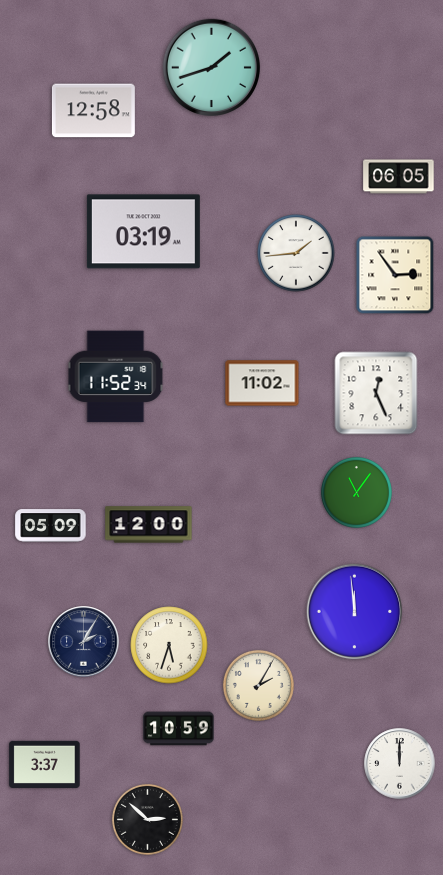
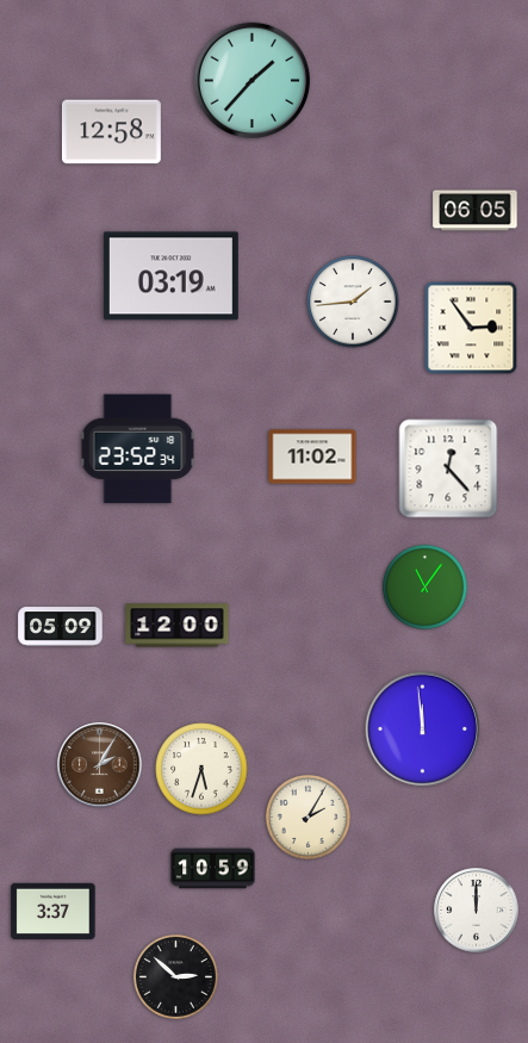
clock at (212, 68): 1:42 -> 1:37
clock at (116, 377): 11:52 -> 23:52
clock at (376, 393): 12:26 -> 12:23
clock at (84, 642) dial: navy -> brown
